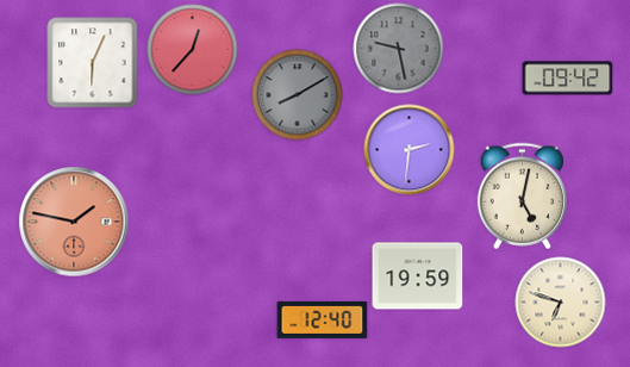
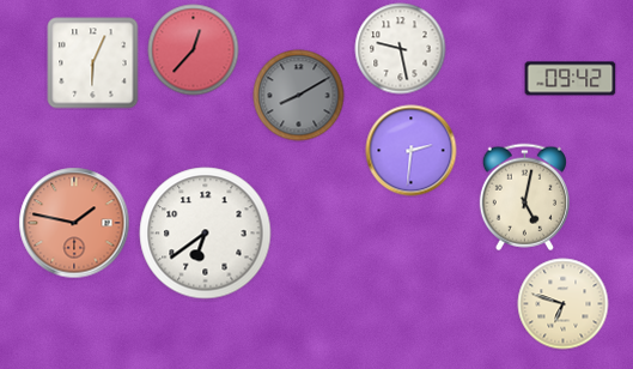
clock at (399, 49) dial: grey -> white
clock at (206, 234): none -> 6:39
clock at (418, 276): 19:59 -> none
clock at (323, 319): 12:40 -> none
